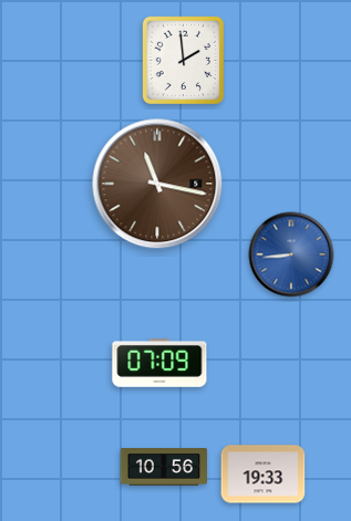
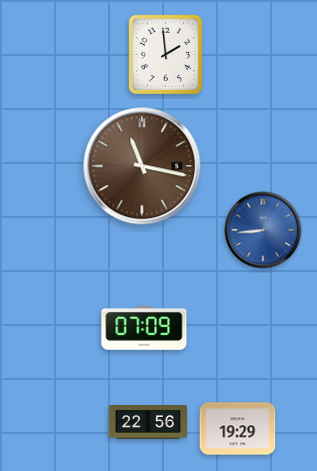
clock at (163, 468): 10:56 -> 22:56
clock at (264, 475): 19:33 -> 19:29
